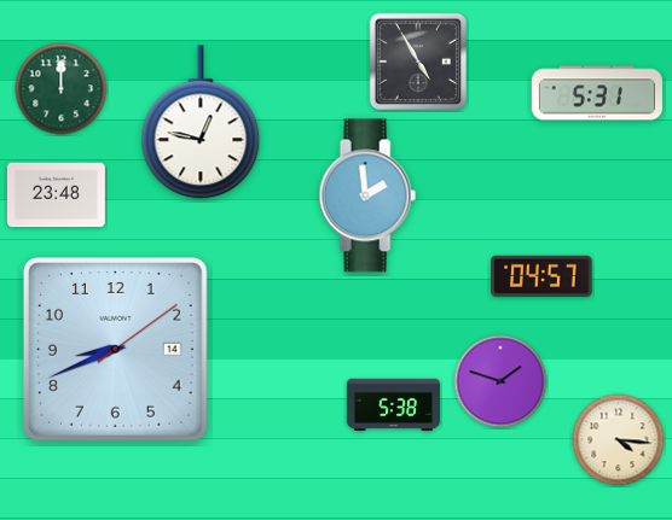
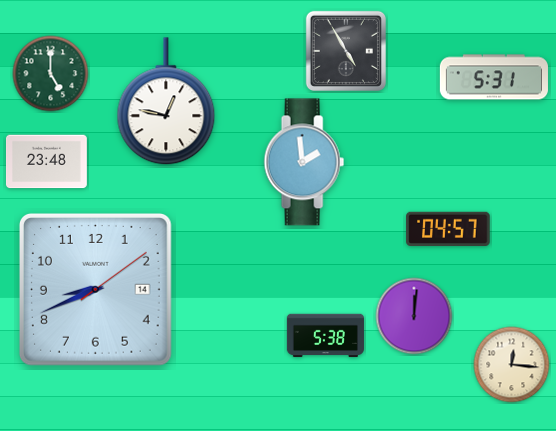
clock at (62, 89): 12:00 -> 5:00
clock at (500, 381): 1:48 -> 12:01
clock at (619, 440): 4:16 -> 12:16
